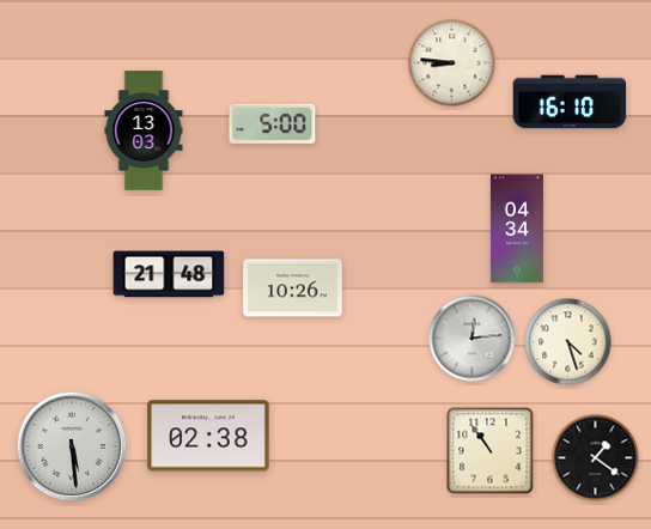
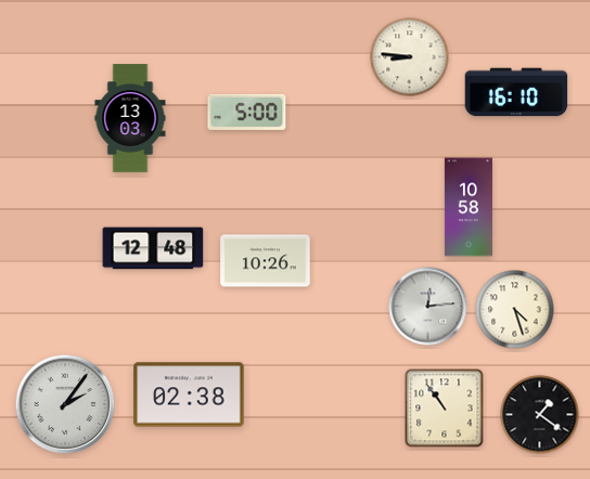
clock at (517, 229): 04:34 -> 10:58
clock at (169, 274): 21:48 -> 12:48
clock at (72, 446): 5:29 -> 2:06
